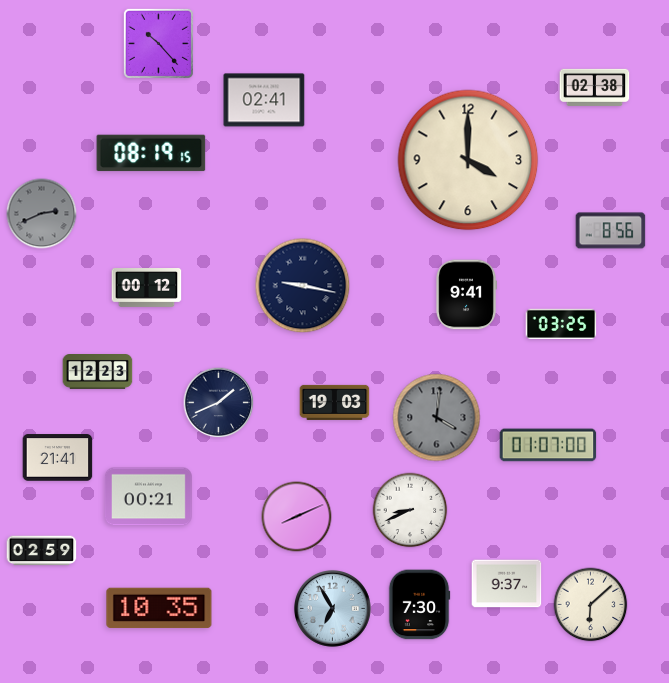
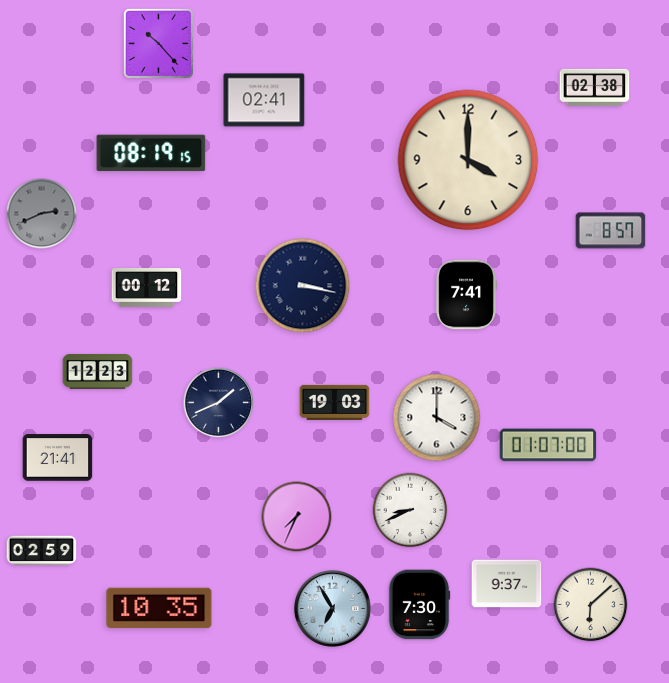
clock at (611, 231): 8:56 -> 8:57
clock at (303, 286): 9:17 -> 3:17
clock at (466, 295): 9:41 -> 7:41
clock at (561, 324): 03:25 -> none
clock at (437, 418): 4:01 -> 4:00
clock at (437, 418) dial: grey -> white
clock at (148, 497): 00:21 -> none
clock at (297, 517): 8:11 -> 7:34
